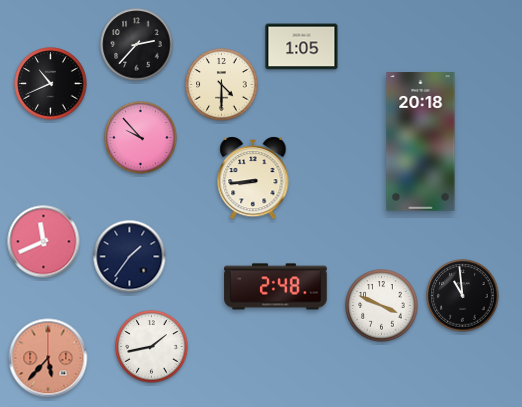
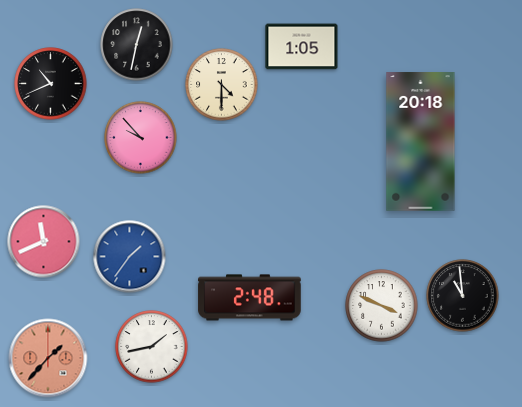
clock at (137, 45): 2:37 -> 12:32
clock at (253, 178): 8:44 -> none
clock at (130, 257) dial: navy -> blue
clock at (276, 287) position: (276, 287) -> (250, 298)
clock at (48, 358): 5:37 -> 1:37
